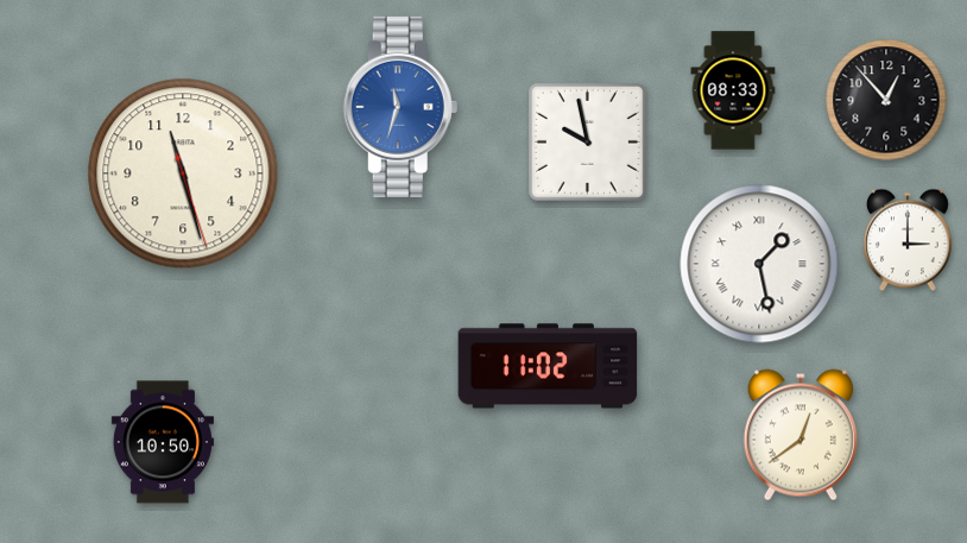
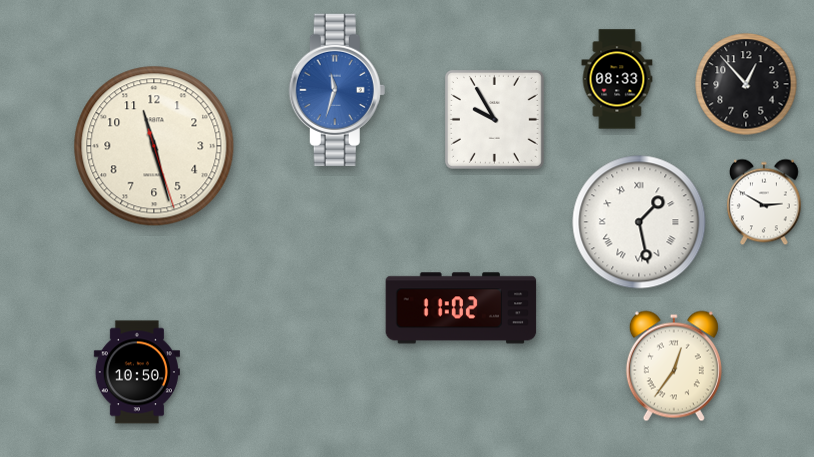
clock at (733, 90) position: (733, 90) -> (617, 79)
clock at (587, 141): 9:58 -> 9:55
clock at (908, 240): 3:00 -> 2:50
clock at (801, 435): 12:39 -> 12:36
